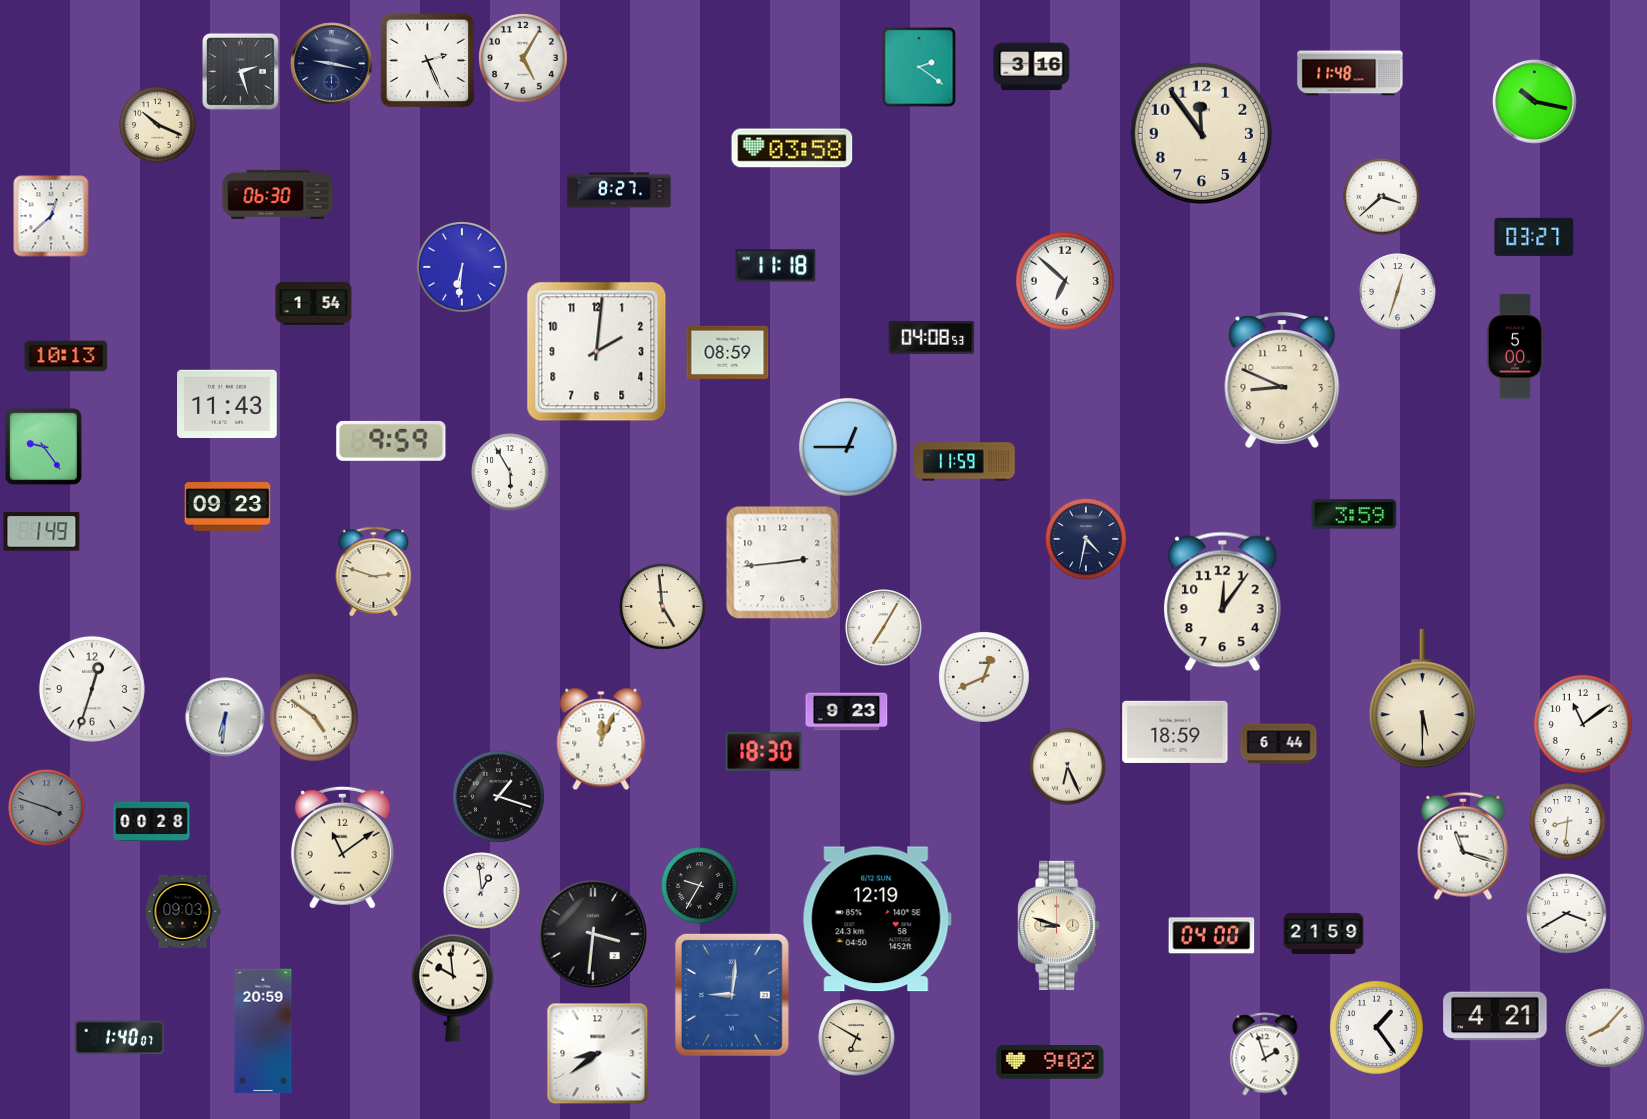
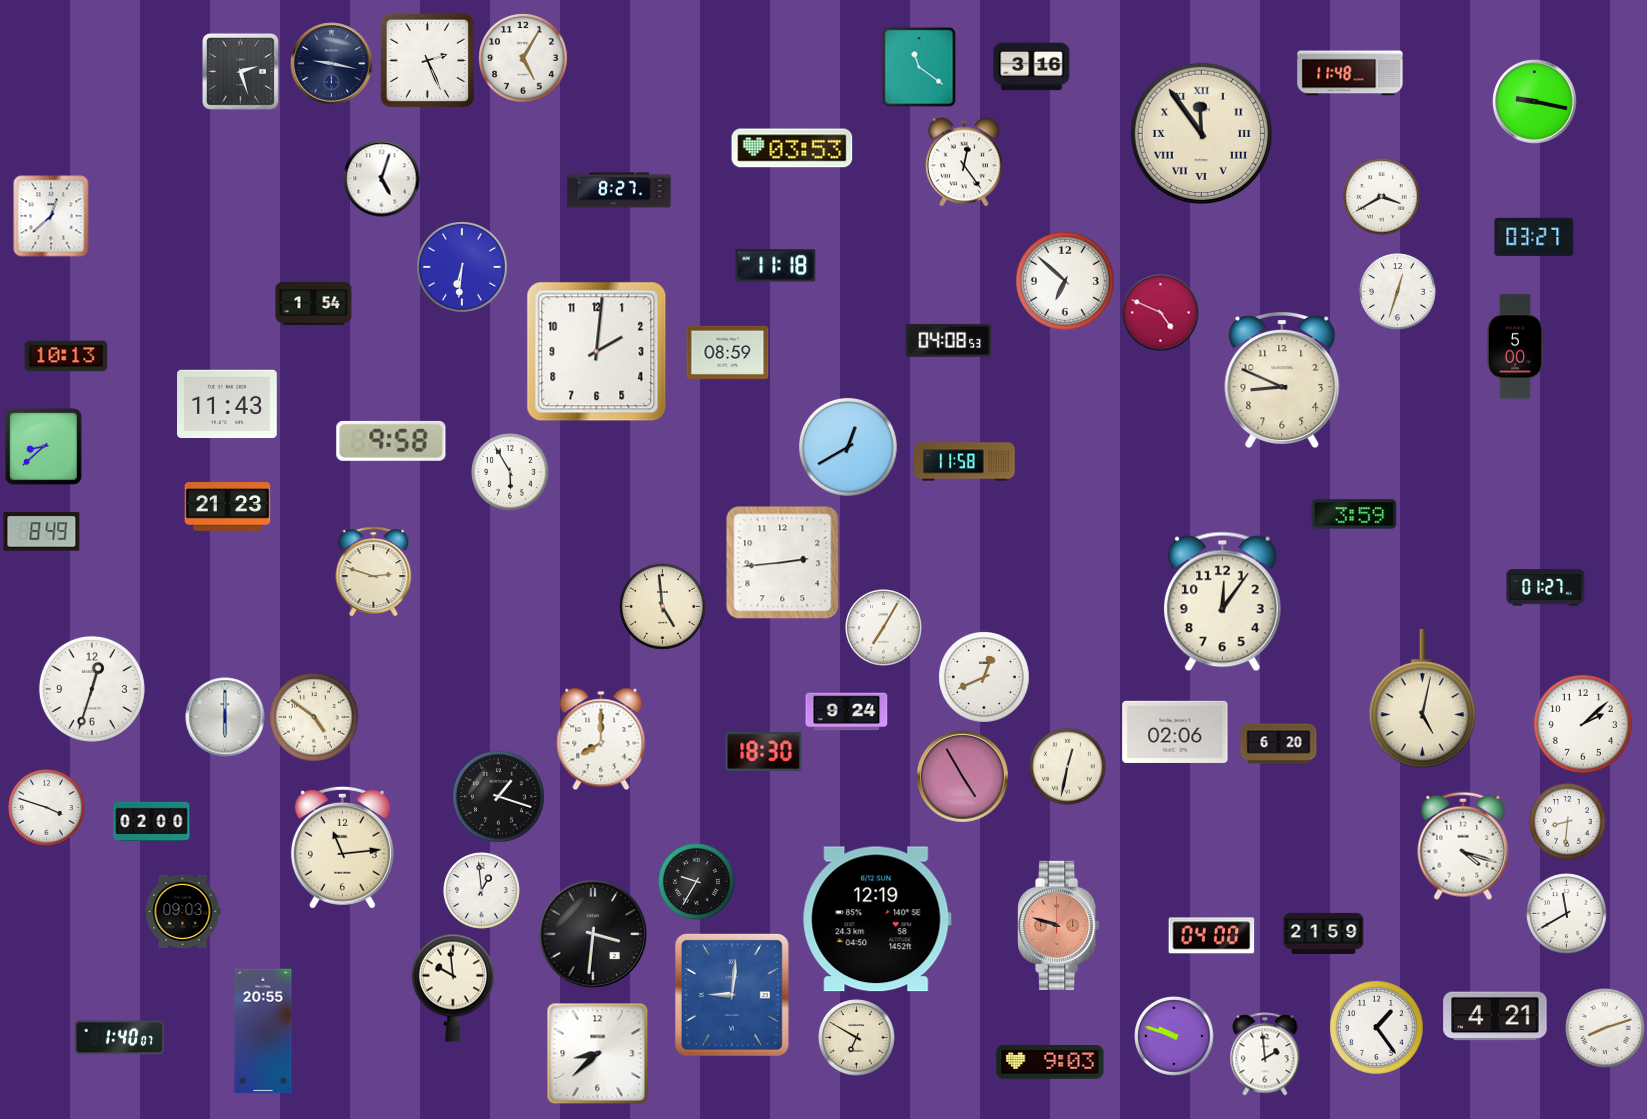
clock at (919, 67): 2:21 -> 11:21
clock at (1535, 102): 10:17 -> 9:17
clock at (158, 125): 10:19 -> none
clock at (1201, 133) numerals: Arabic -> Roman
clock at (792, 148): 03:58 -> 03:53
clock at (965, 162): none -> 12:24
clock at (382, 179): none -> 5:03
clock at (278, 194): 06:30 -> none
clock at (1382, 197): 3:38 -> 3:40
clock at (1161, 313): none -> 4:49
clock at (932, 337) position: (932, 337) -> (949, 340)
clock at (391, 441): 9:59 -> 9:58
clock at (44, 447): 9:24 -> 8:38
clock at (848, 447): 12:45 -> 12:40
clock at (965, 462): 11:59 -> 11:58
clock at (228, 507): 09:23 -> 21:23
clock at (42, 532): 1:49 -> 8:49
clock at (1086, 539): 4:32 -> none
clock at (1546, 588): none -> 01:27
clock at (1422, 699): 5:30 -> 5:02
clock at (847, 712): 9:23 -> 9:24
clock at (225, 717): 6:31 -> 6:00
clock at (1583, 724): 11:09 -> 2:08
clock at (1175, 732): 18:59 -> 02:06
clock at (601, 739): 12:04 -> 8:00
clock at (1279, 744): 6:44 -> 6:20
clock at (1068, 767): 6:26 -> 12:32
clock at (962, 776): none -> 4:55
clock at (47, 808) dial: grey -> white
clock at (152, 821): 00:28 -> 02:00
clock at (1463, 846): 11:18 -> 4:18
clock at (342, 847): 11:09 -> 11:14
clock at (700, 886) position: (700, 886) -> (697, 882)
clock at (1567, 914): 3:40 -> 11:40
clock at (1059, 925): 8:48 -> 9:48
clock at (1059, 925) dial: cream -> salmon
clock at (1605, 1028): 8:07 -> 8:12
clock at (263, 1031): 20:59 -> 20:55
clock at (1174, 1036): none -> 9:48
clock at (598, 1054): 8:39 -> 8:38
clock at (1265, 1054): 1:57 -> 1:59
clock at (1050, 1062): 9:02 -> 9:03
